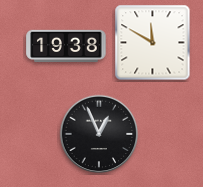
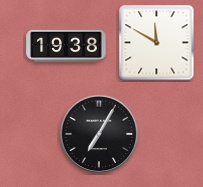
clock at (153, 43) position: (153, 43) -> (157, 43)
clock at (99, 134): 12:56 -> 7:05
